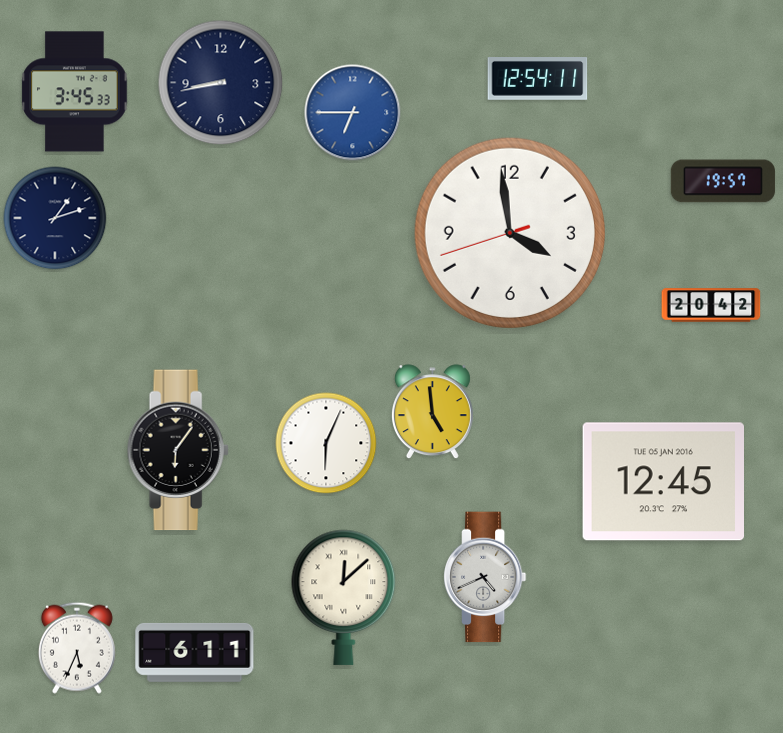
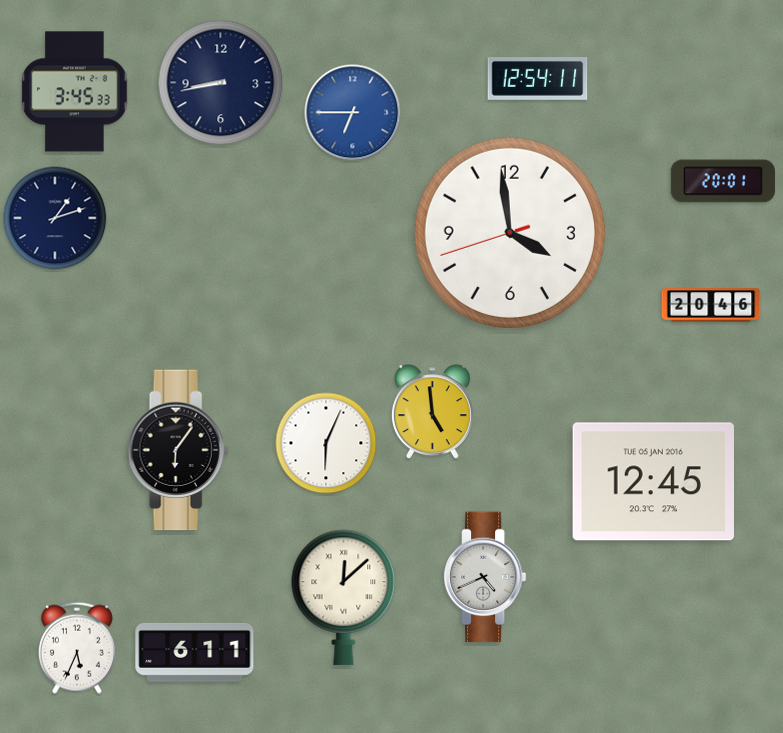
clock at (723, 181): 19:57 -> 20:01
clock at (711, 305): 20:42 -> 20:46
clock at (663, 482) position: (663, 482) -> (653, 482)
